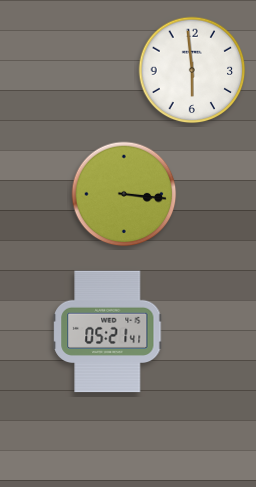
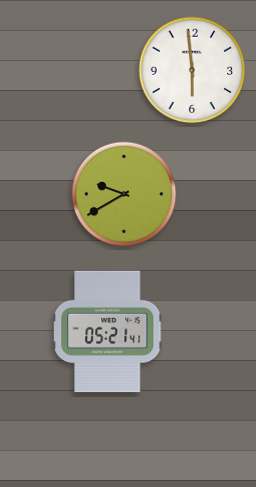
clock at (124, 194): 3:16 -> 9:40
